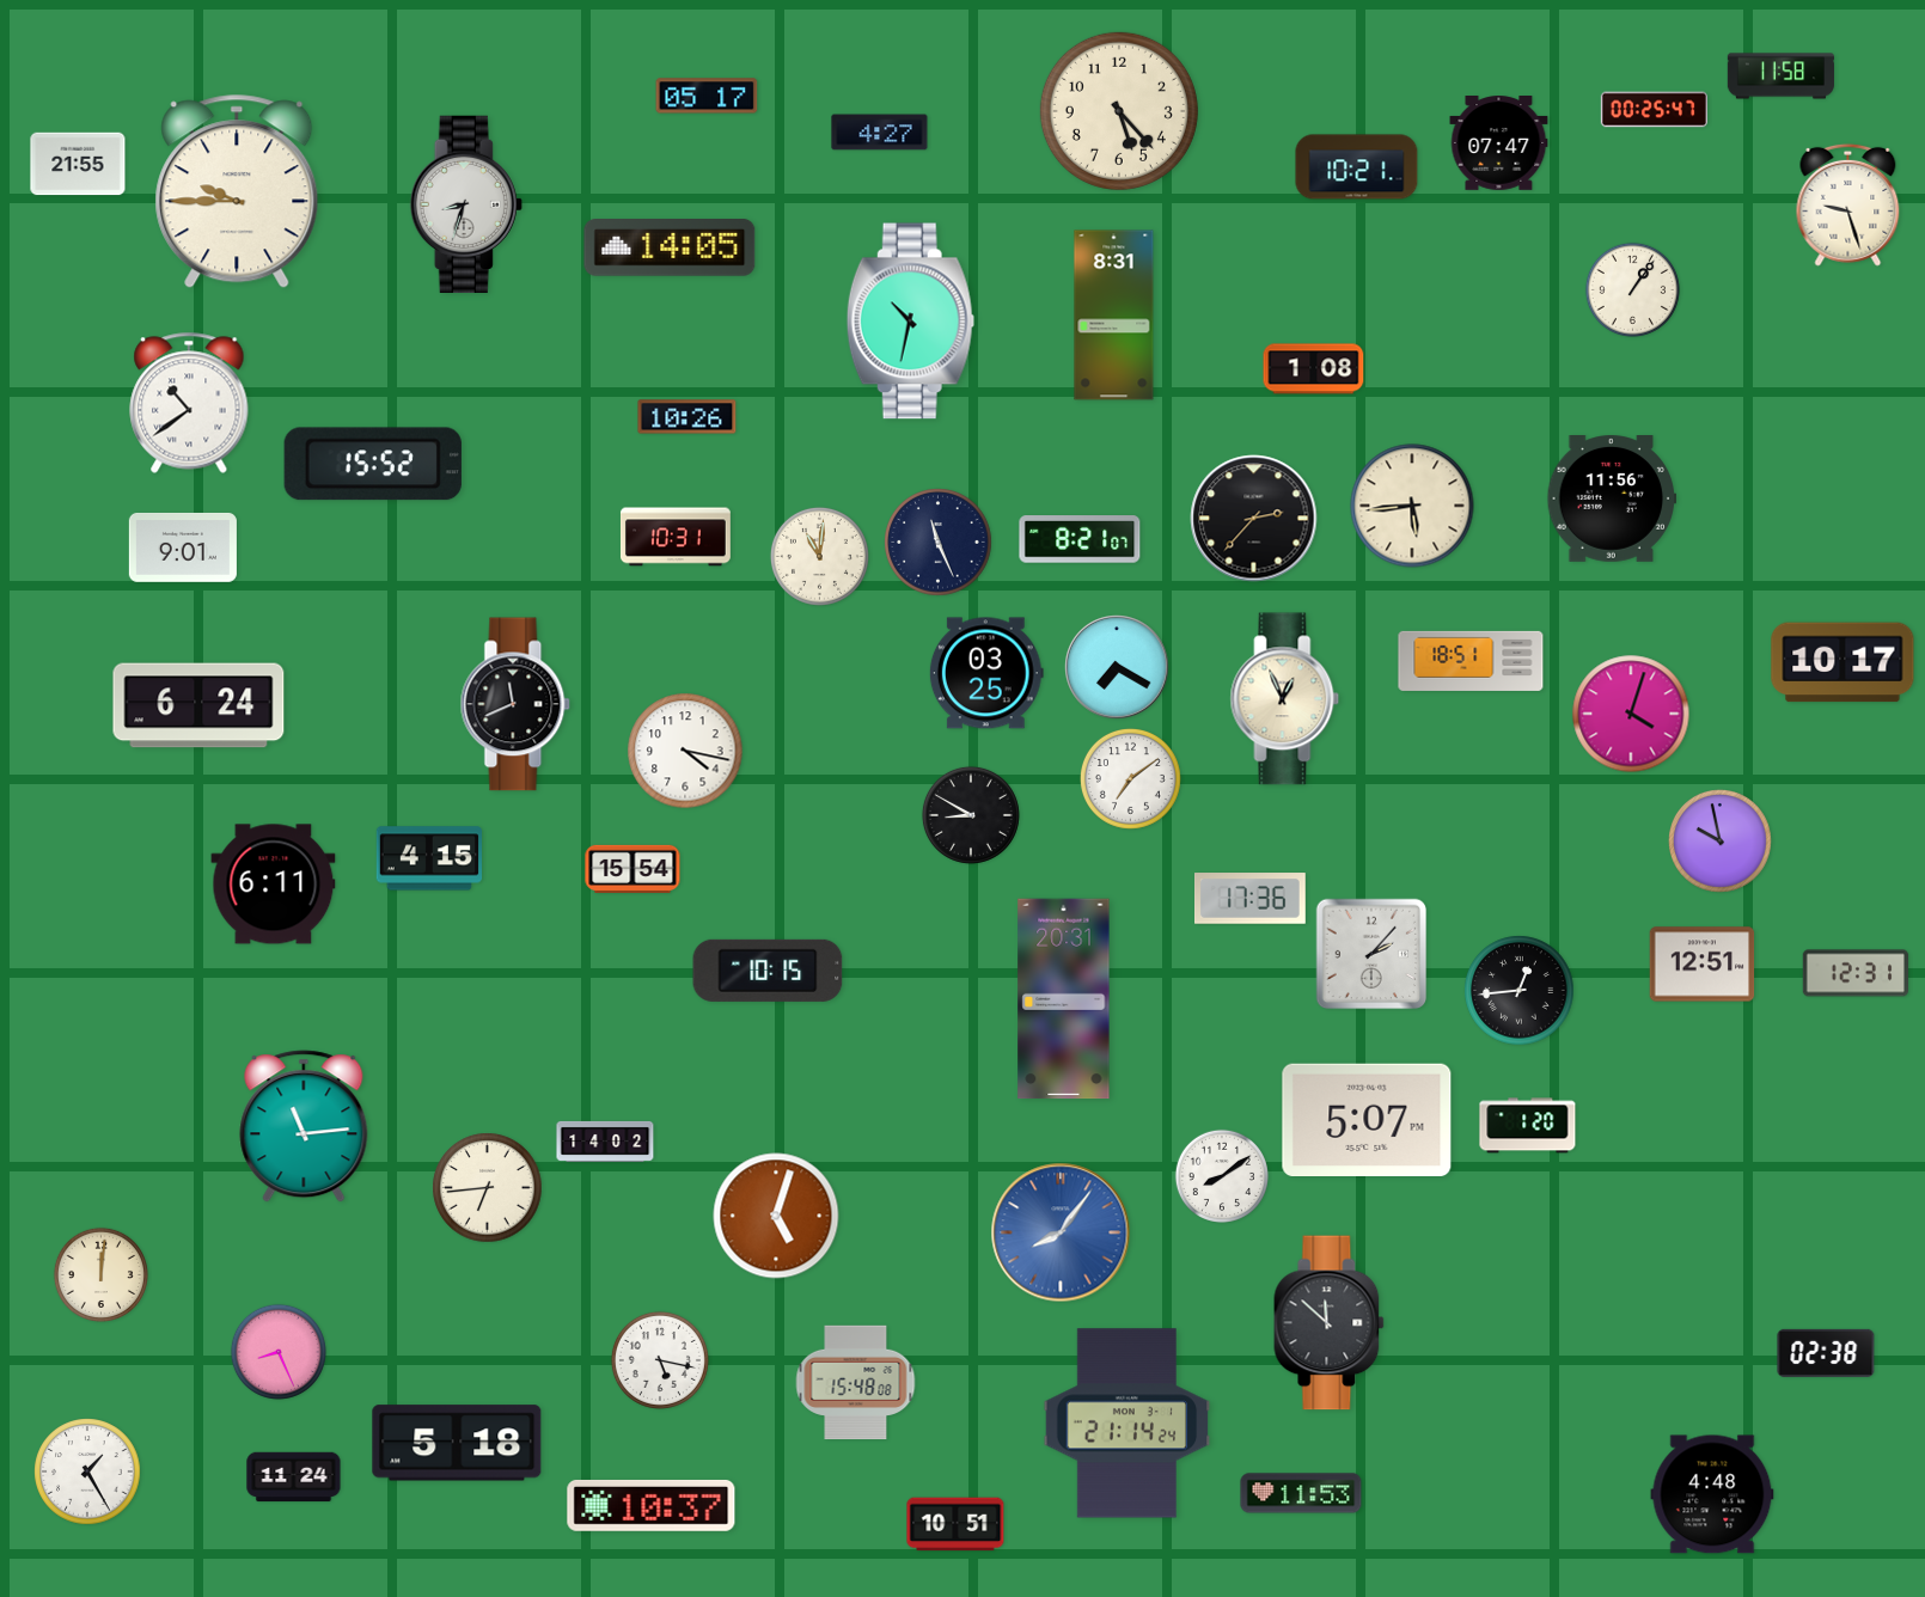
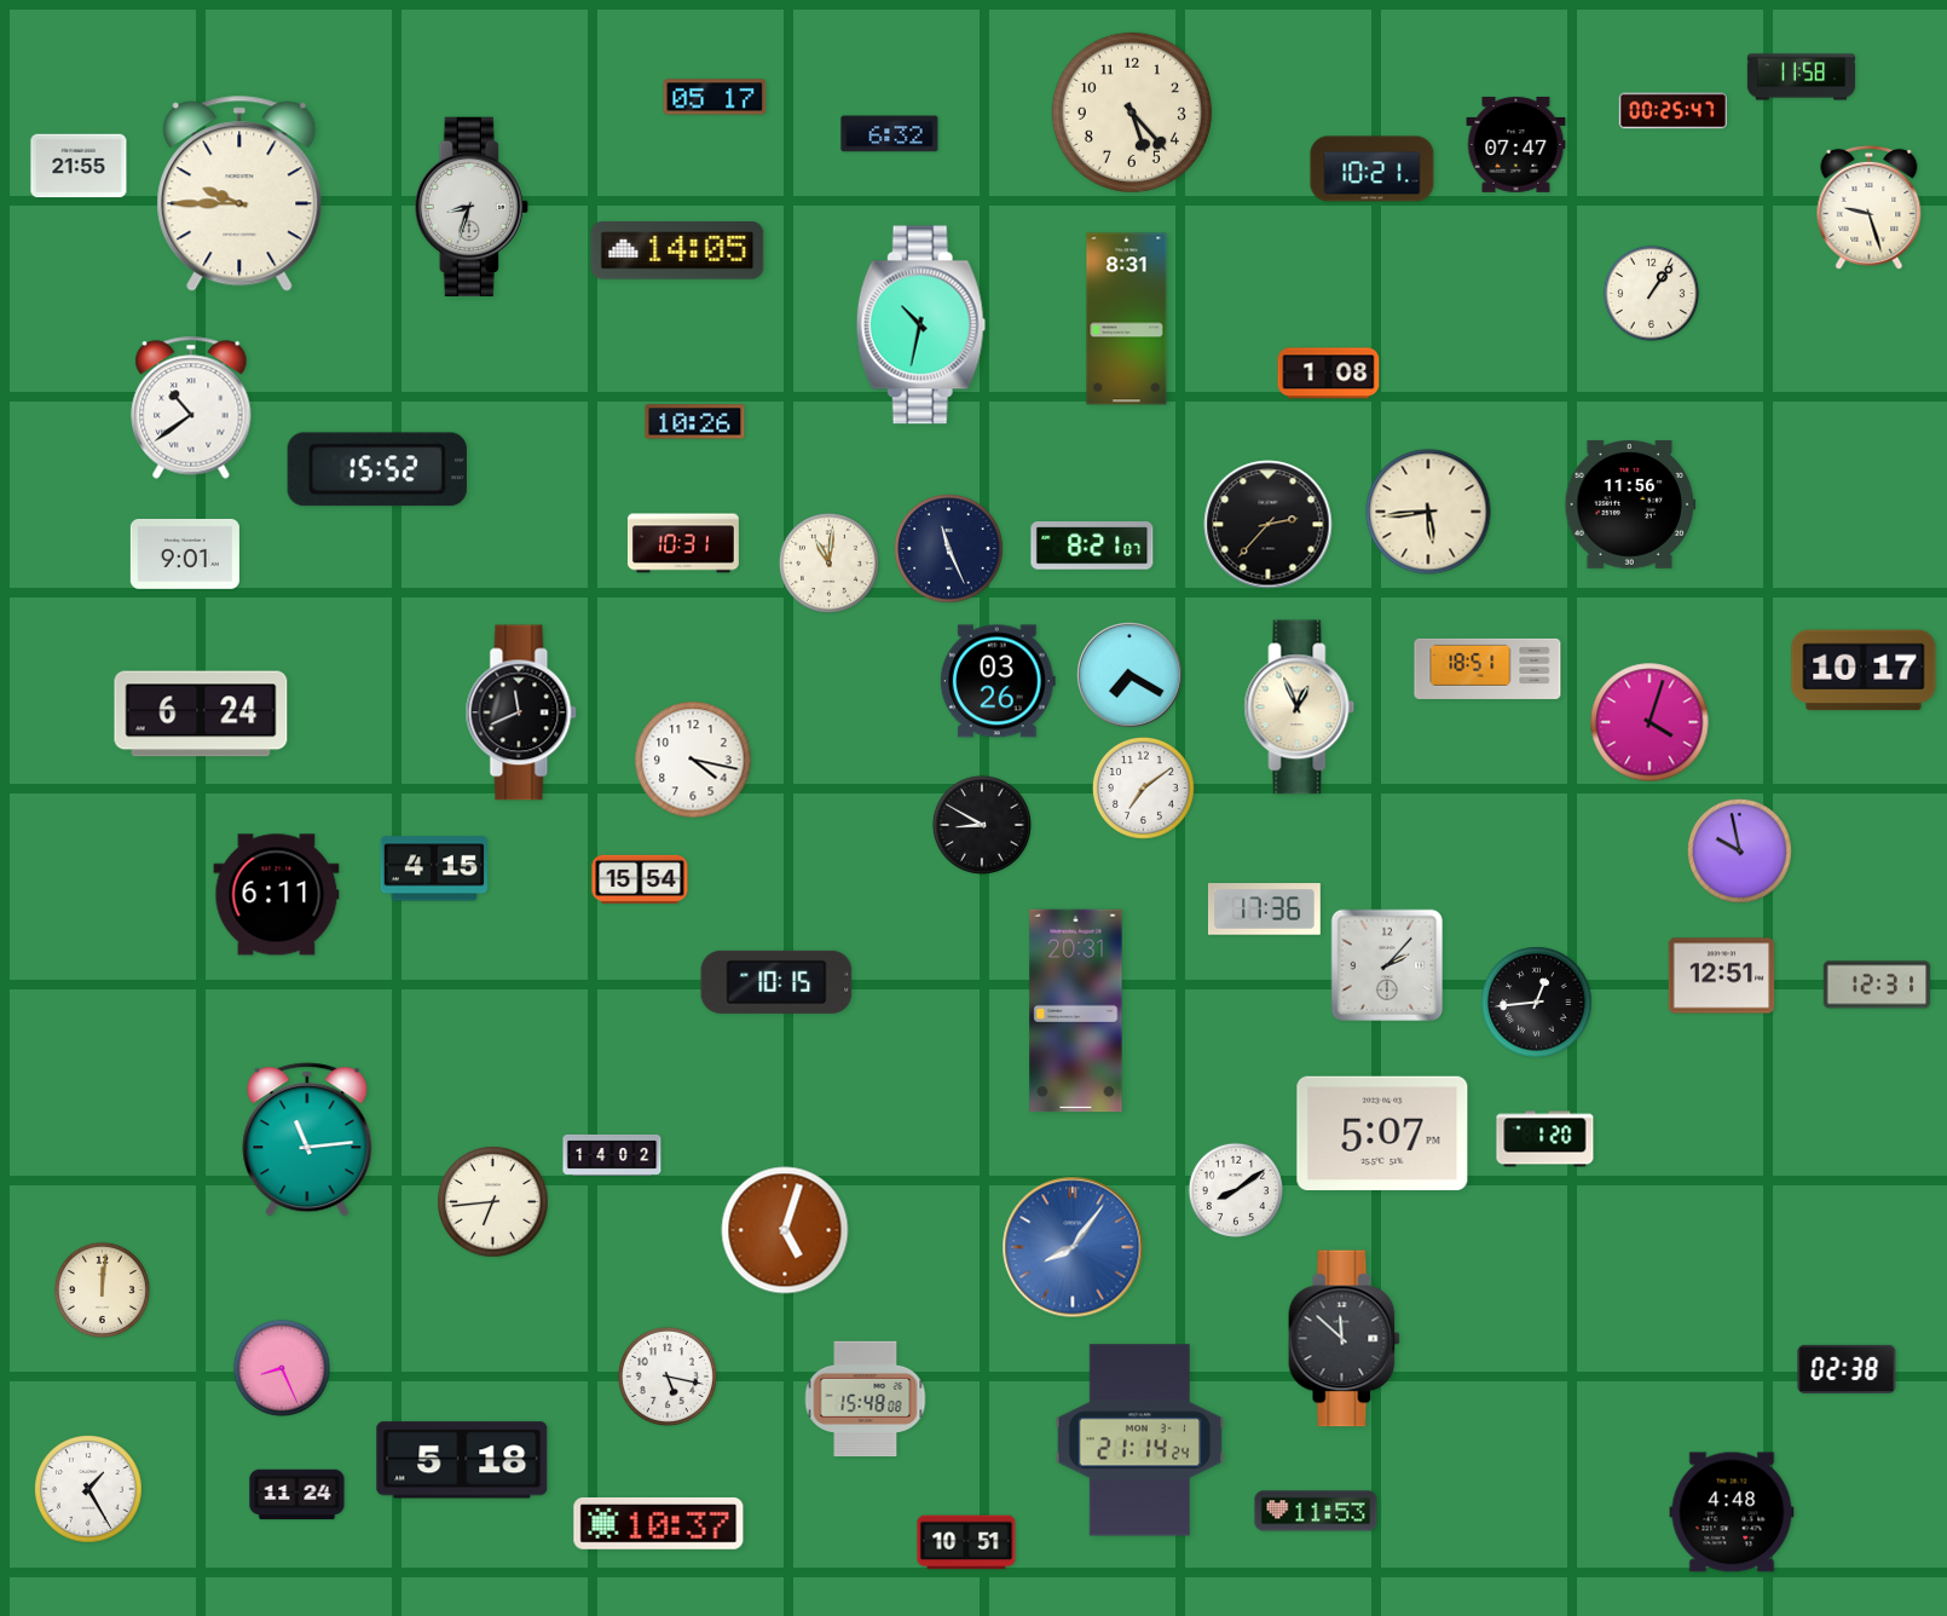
clock at (880, 133): 4:27 -> 6:32
clock at (986, 673): 03:25 -> 03:26
